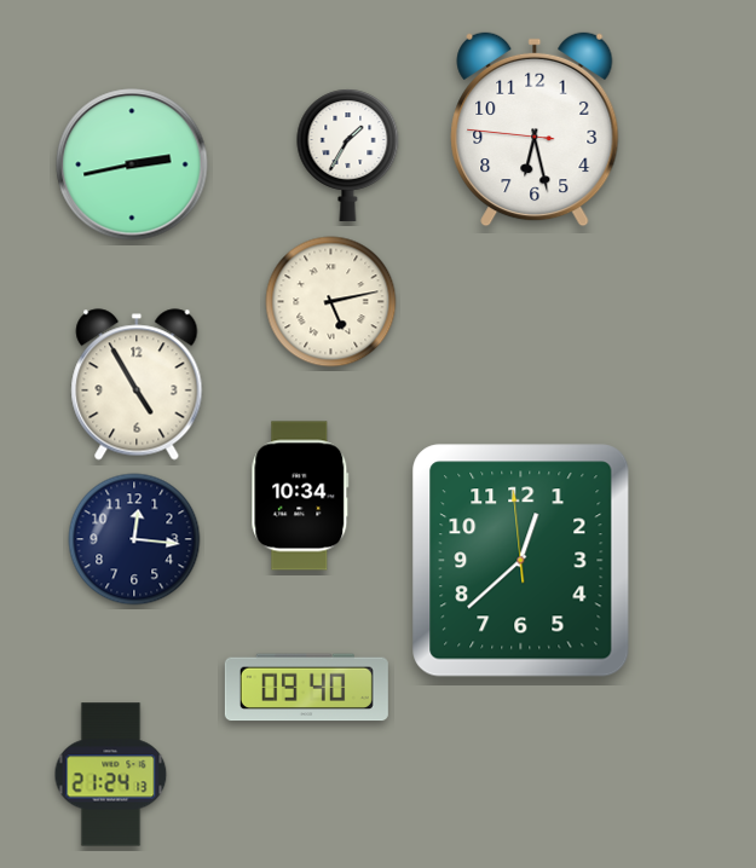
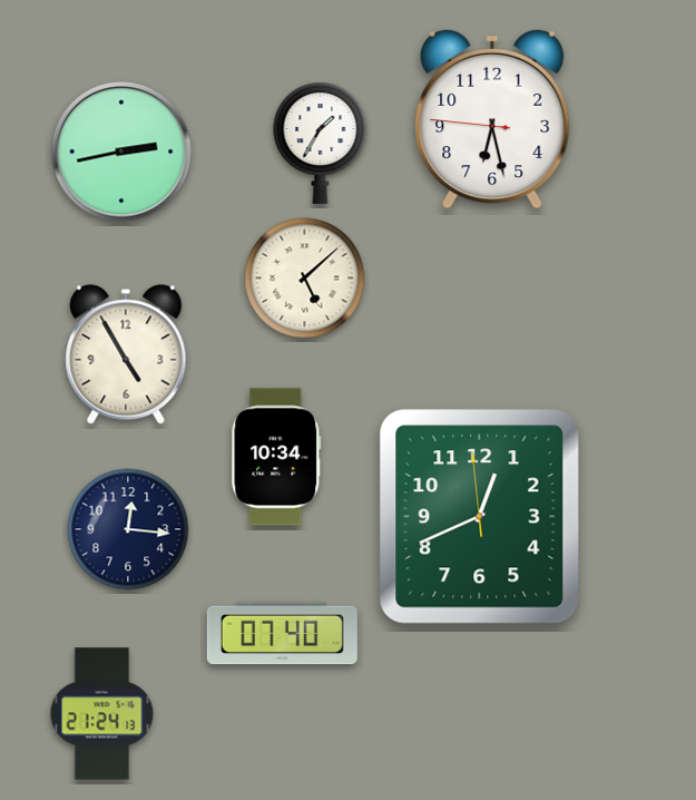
clock at (331, 302): 5:13 -> 5:08
clock at (134, 539) position: (134, 539) -> (128, 529)
clock at (521, 561): 12:37 -> 12:40
clock at (306, 688): 09:40 -> 07:40
